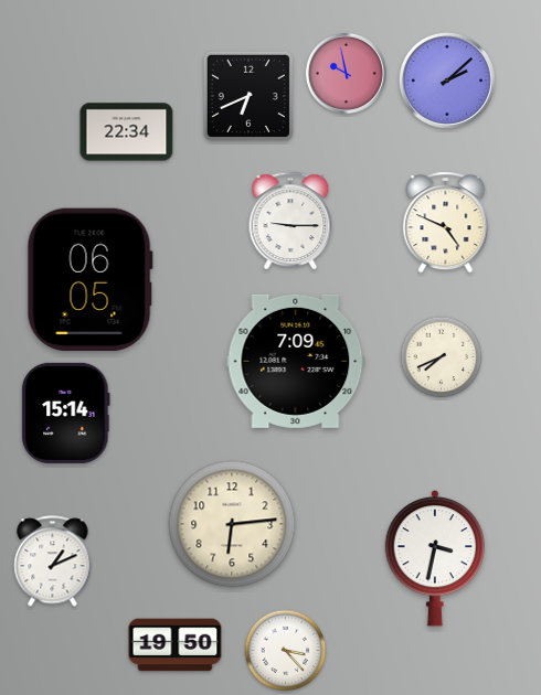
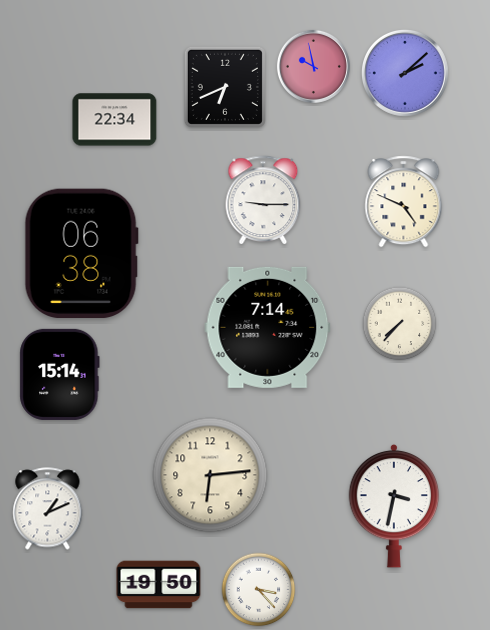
clock at (89, 280): 06:05 -> 06:38
clock at (442, 357): 7:41 -> 7:37
clock at (296, 361): 7:09 -> 7:14
